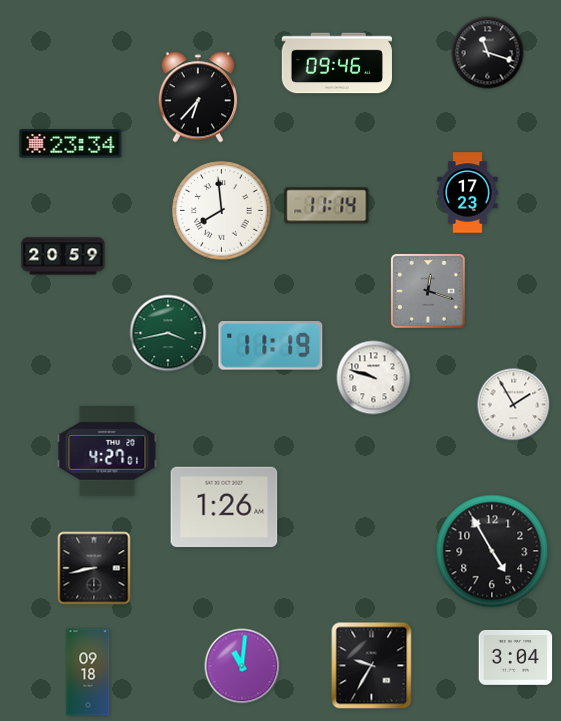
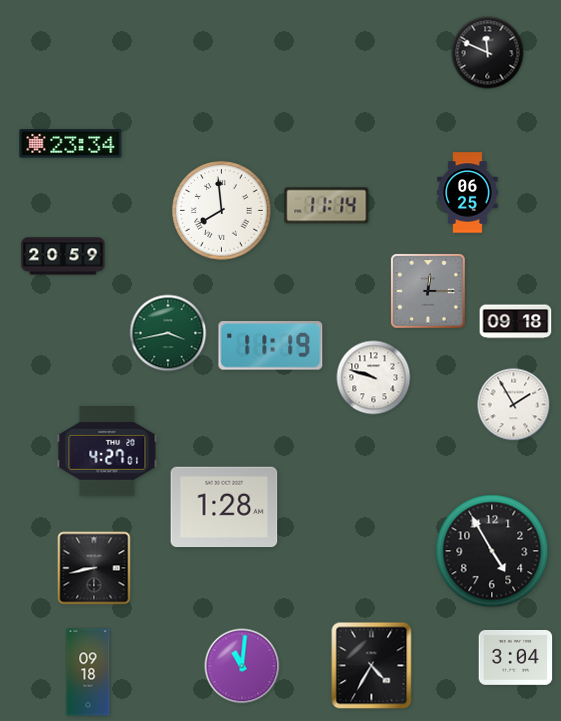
clock at (488, 53): 11:18 -> 11:49
clock at (337, 63): 09:46 -> none
clock at (198, 97): 6:37 -> none
clock at (468, 193): 17:23 -> 06:25
clock at (429, 292): 12:18 -> 12:15
clock at (516, 322): none -> 09:18
clock at (224, 507): 1:26 -> 1:28
clock at (372, 666): 9:35 -> 4:35
